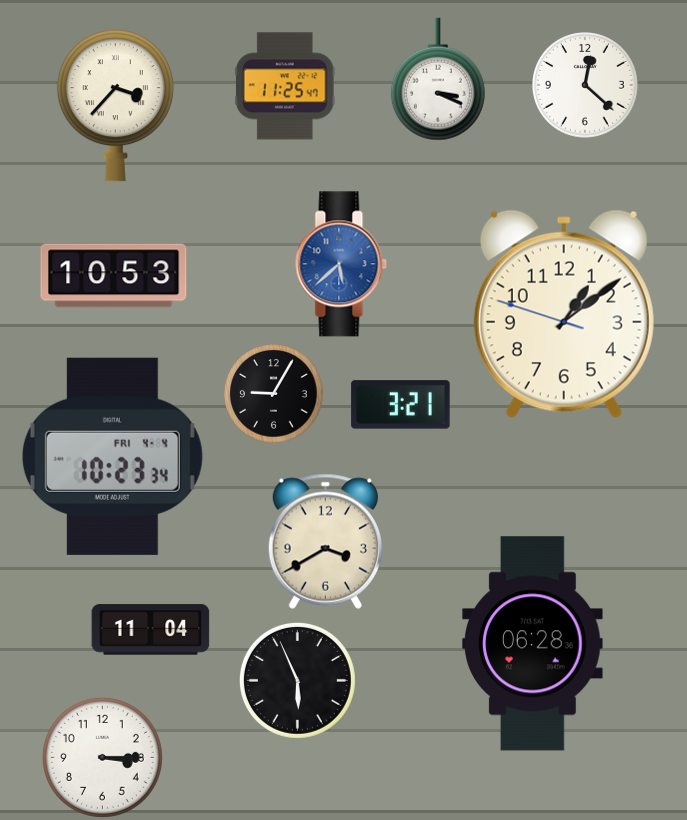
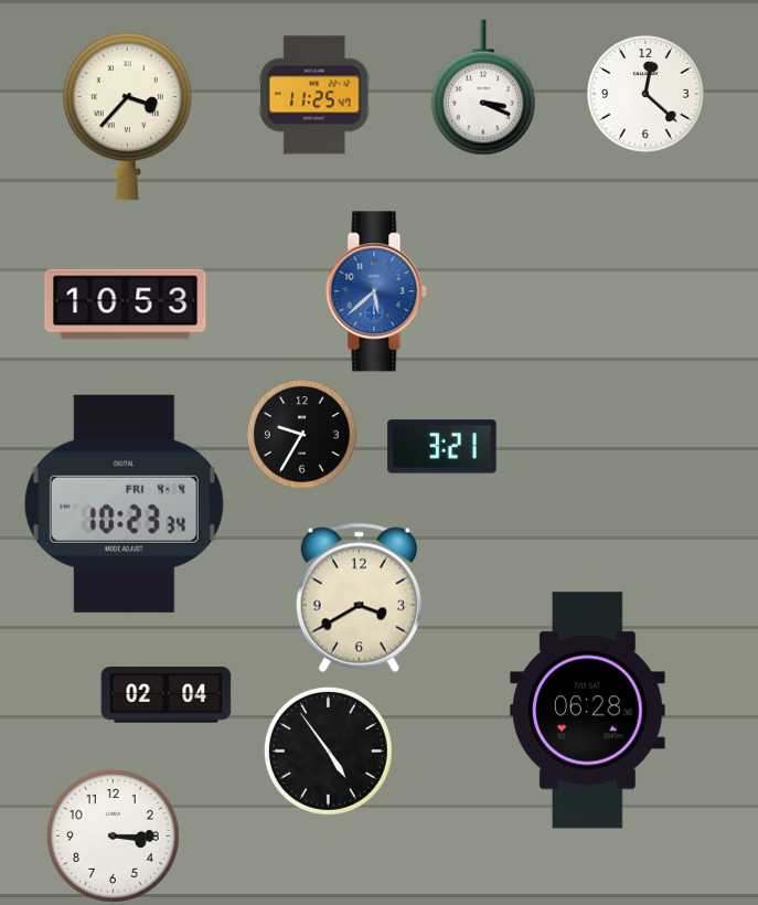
clock at (564, 314): 1:08 -> none
clock at (274, 394): 9:05 -> 9:35
clock at (151, 630): 11:04 -> 02:04
clock at (297, 680): 5:56 -> 4:54
